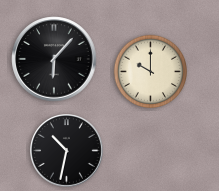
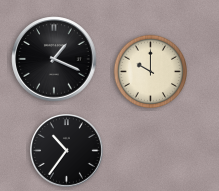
clock at (54, 59): 6:07 -> 1:19
clock at (67, 151): 10:32 -> 10:36
